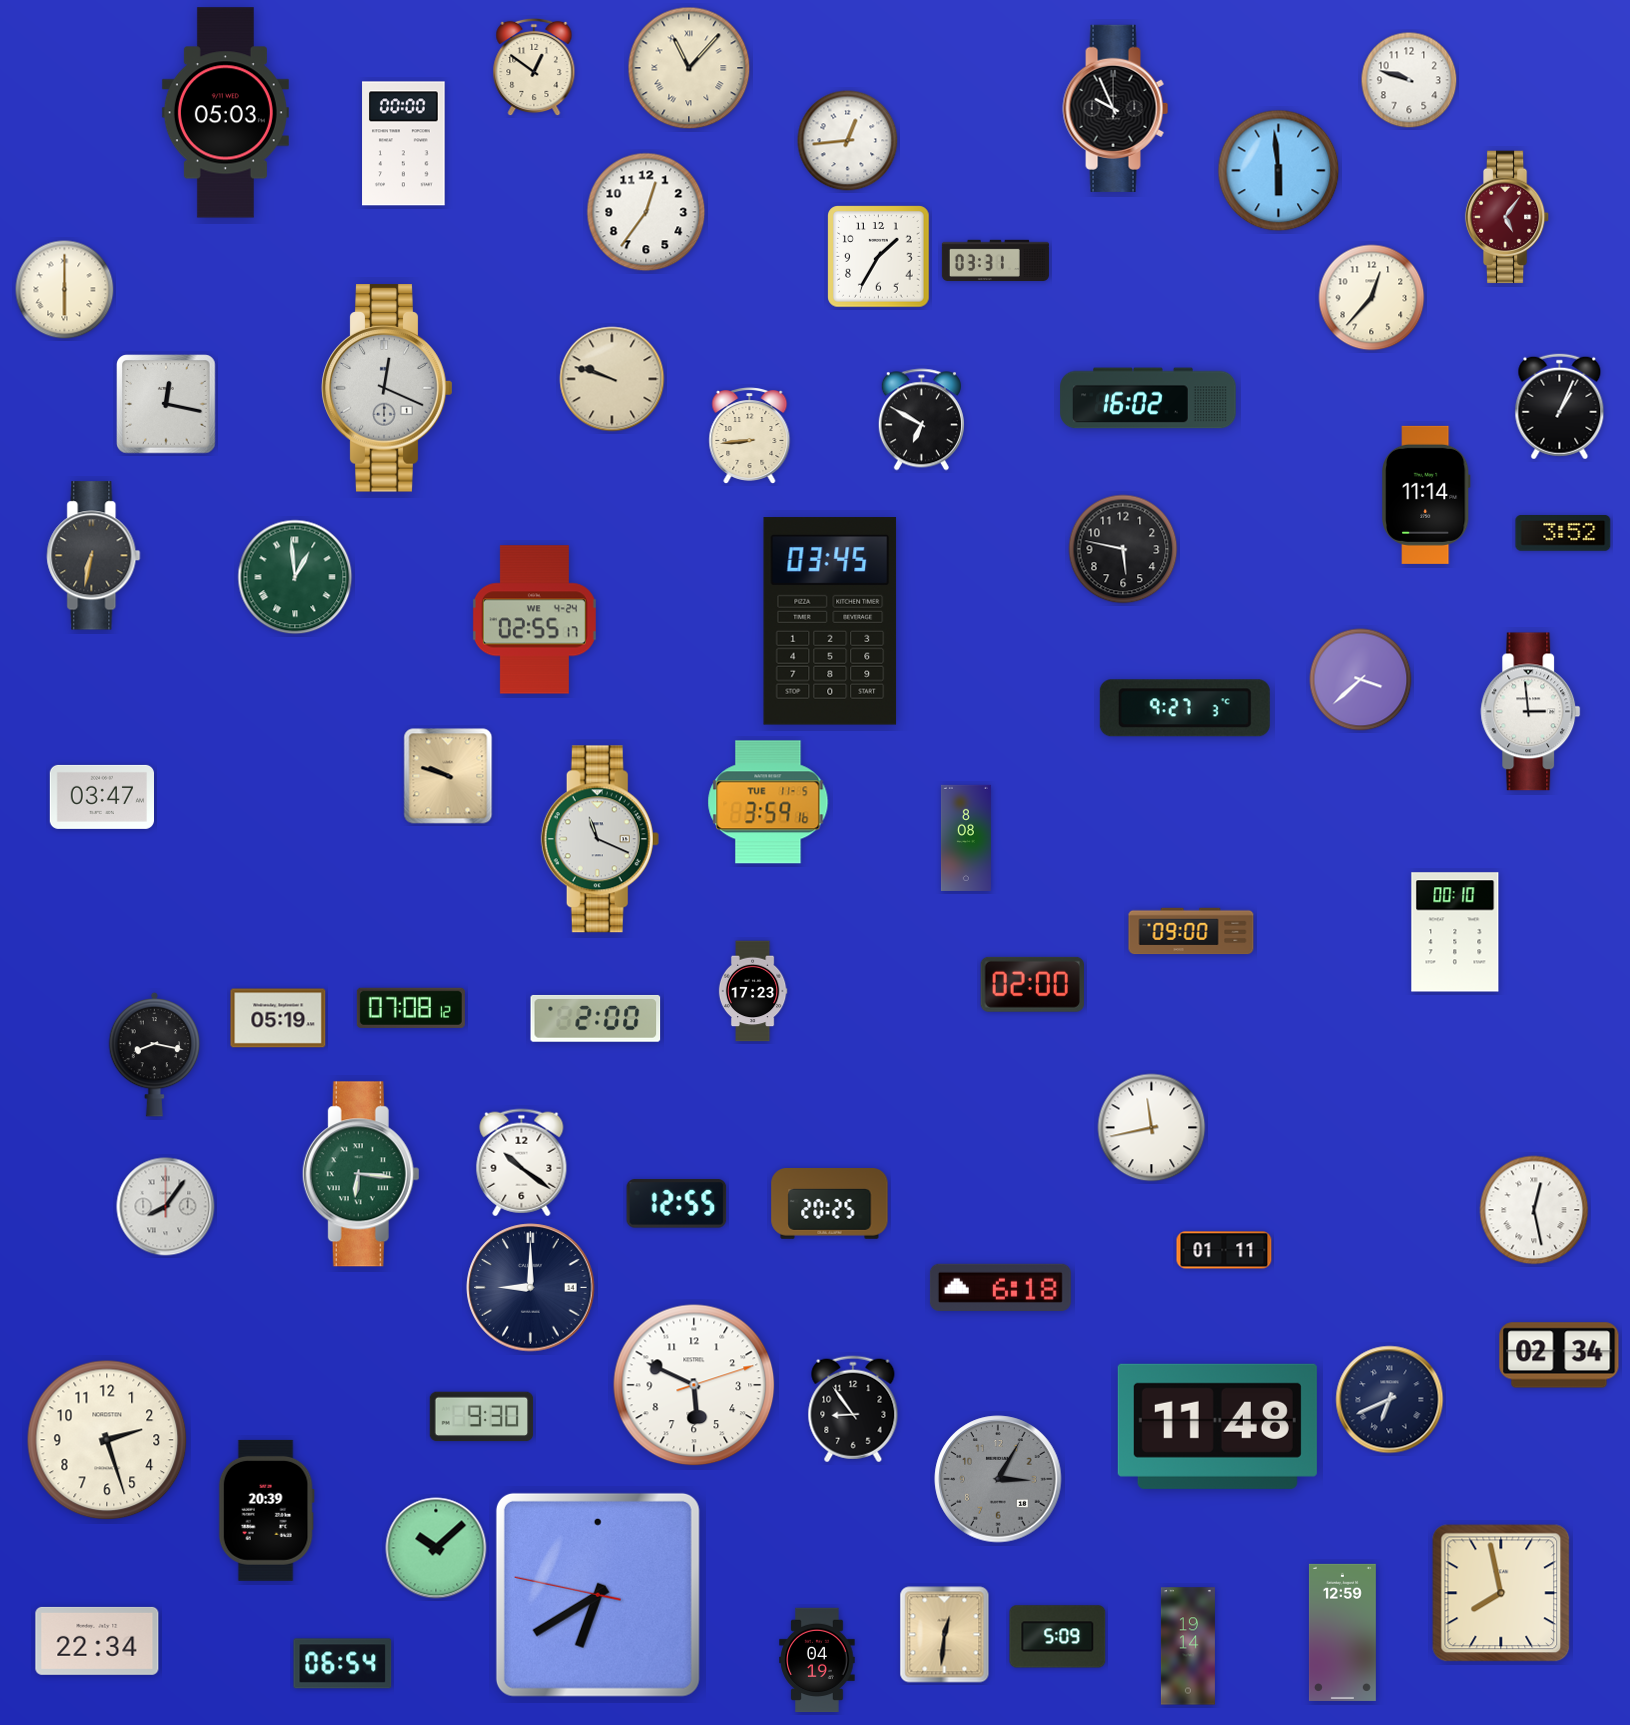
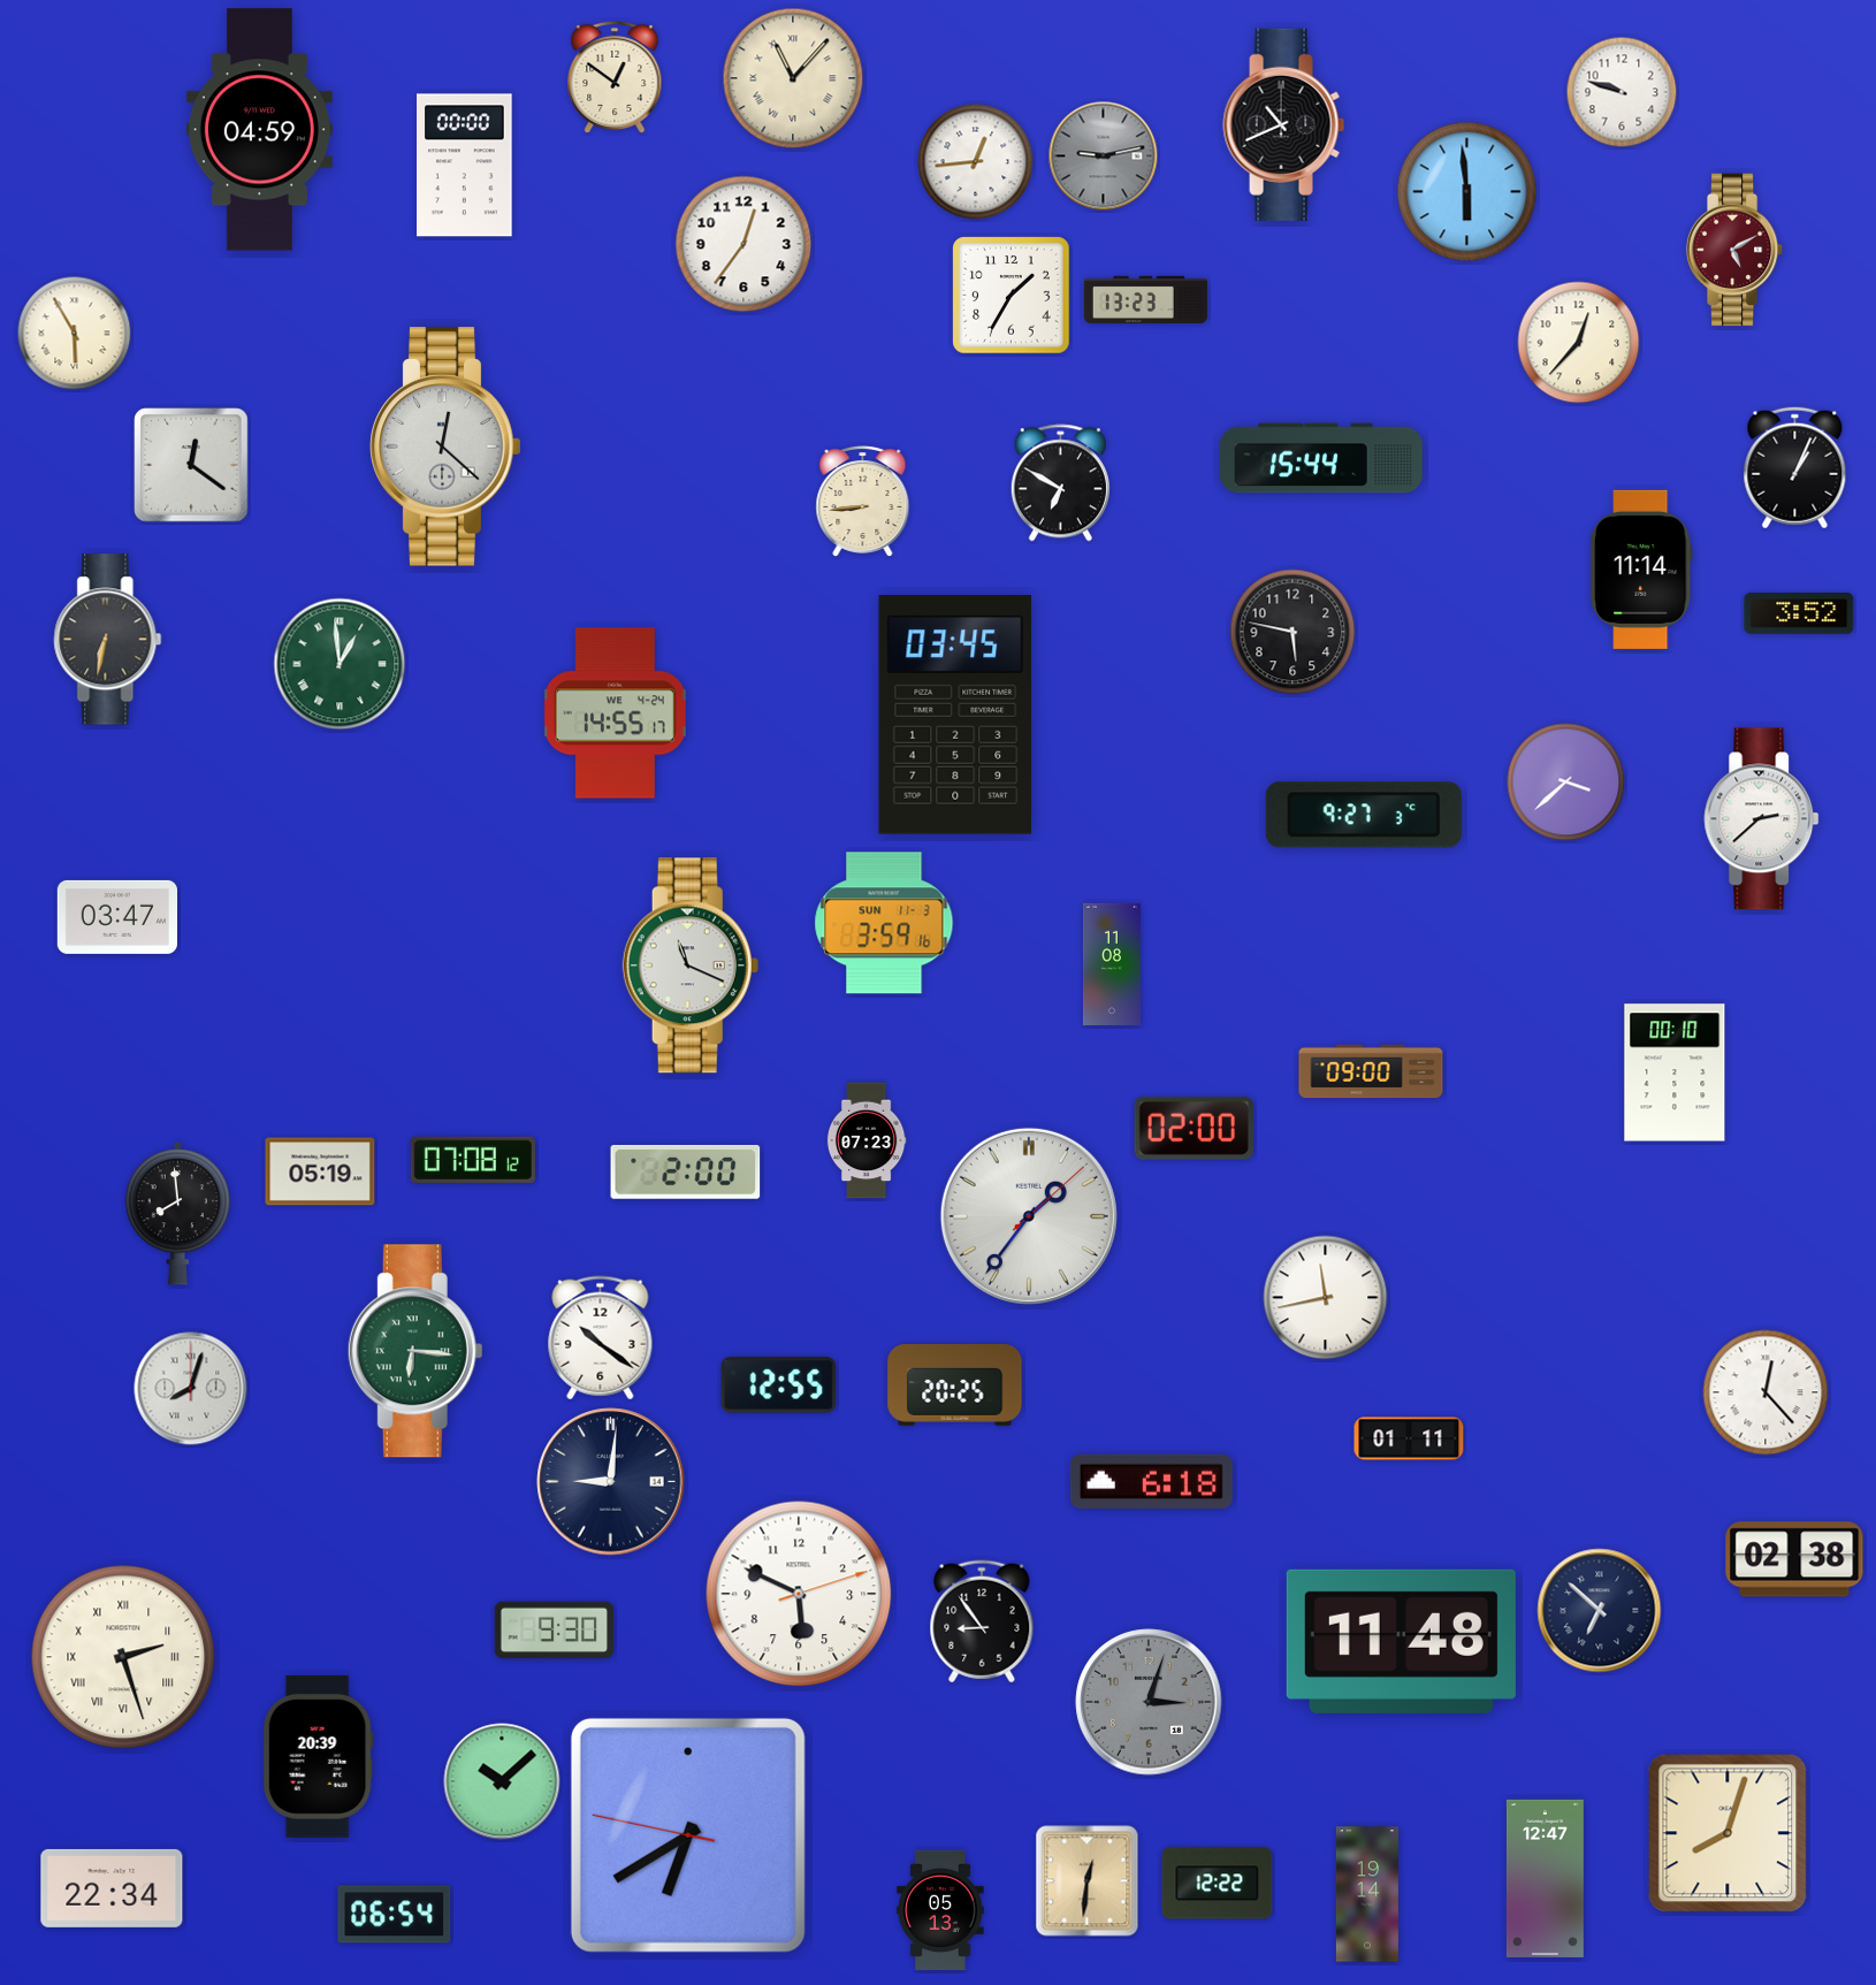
clock at (1116, 108): 9:56 -> 10:41
clock at (225, 113): 05:03 -> 04:59
clock at (1104, 156): none -> 9:13
clock at (1279, 171) position: (1279, 171) -> (1467, 192)
clock at (1507, 217): 5:06 -> 5:10
clock at (995, 260): 03:31 -> 13:23
clock at (65, 290): 6:00 -> 5:55
clock at (612, 379): 9:48 -> none
clock at (387, 388): 12:19 -> 12:22
clock at (1148, 398): 16:02 -> 15:44
clock at (166, 404): 12:17 -> 12:21
clock at (534, 620): 02:55 -> 14:55
clock at (1531, 712): 2:59 -> 2:38
clock at (448, 776): 9:48 -> none
clock at (768, 802) date: TUE 11-5 -> SUN 11-3
clock at (966, 838): 8:08 -> 11:08
clock at (1032, 984) position: (1032, 984) -> (1194, 1128)
clock at (753, 991): 17:23 -> 07:23
clock at (155, 1054): 8:17 -> 7:59
clock at (1029, 1216): none -> 1:36
clock at (166, 1207): 8:06 -> 8:03
clock at (1534, 1210): 12:28 -> 12:23
clock at (531, 1288): 9:00 -> 9:01
clock at (1559, 1355): 02:34 -> 02:38
clock at (1390, 1400): 6:41 -> 6:52
clock at (107, 1440) numerals: Arabic -> Roman
clock at (998, 1479): 3:05 -> 3:03
clock at (266, 1510) position: (266, 1510) -> (318, 1756)
clock at (1501, 1593): 7:58 -> 8:03
clock at (1342, 1632): 12:59 -> 12:47
clock at (1058, 1637): 5:09 -> 12:22
clock at (817, 1660): 04:19 -> 05:13
